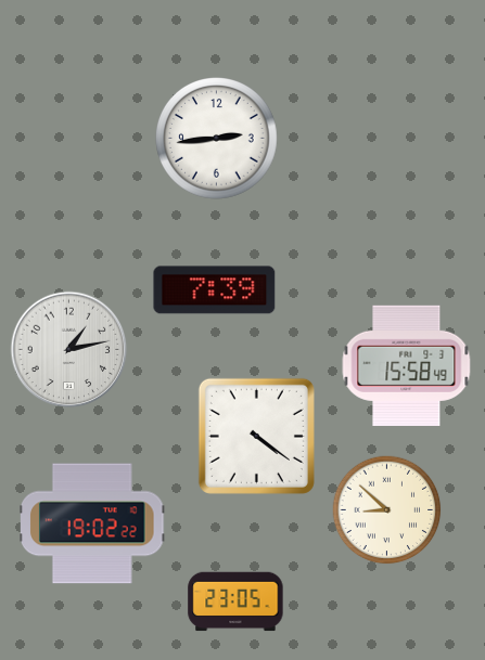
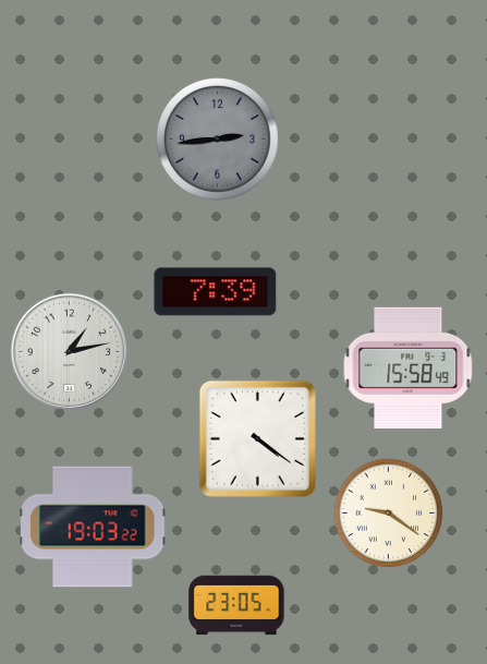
clock at (217, 139) dial: white -> grey
clock at (387, 510): 8:52 -> 9:21
clock at (92, 523): 19:02 -> 19:03
